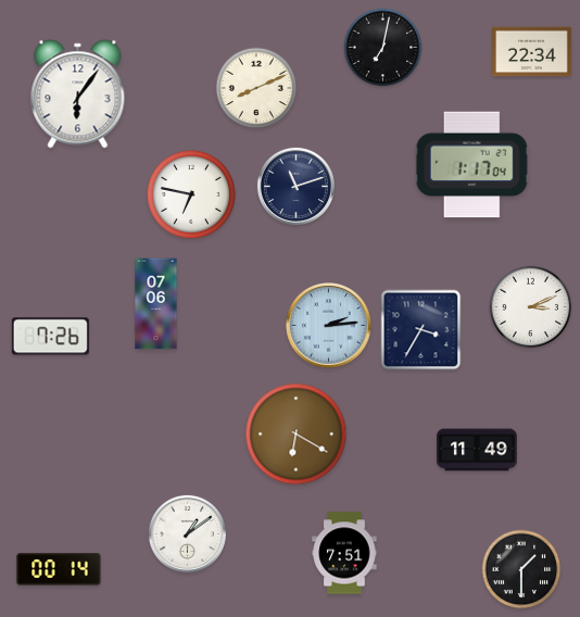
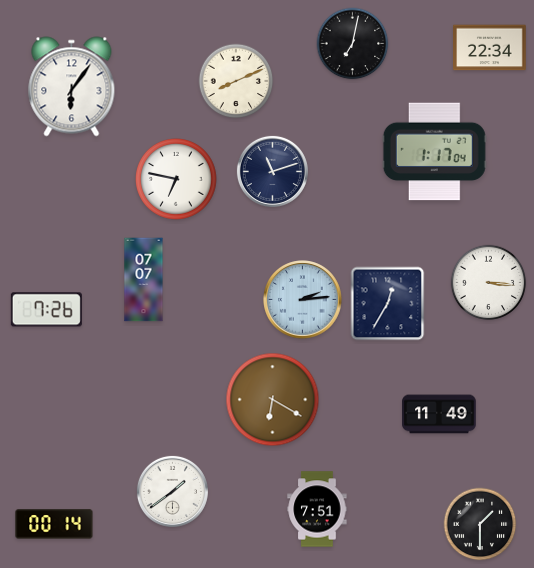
clock at (156, 304): 07:06 -> 07:07
clock at (531, 307): 3:11 -> 3:16
clock at (421, 330): 3:35 -> 12:35
clock at (187, 533): 1:09 -> 1:39
